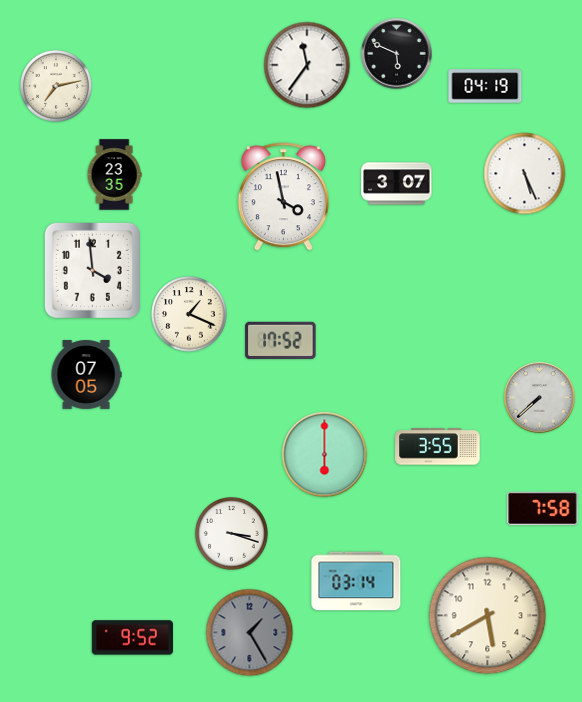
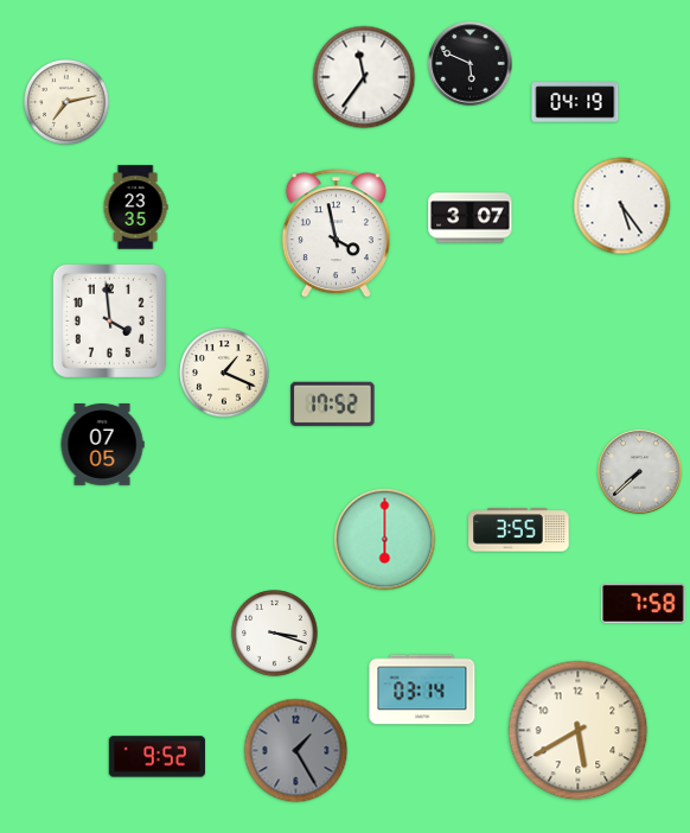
clock at (525, 174): 5:26 -> 5:24
